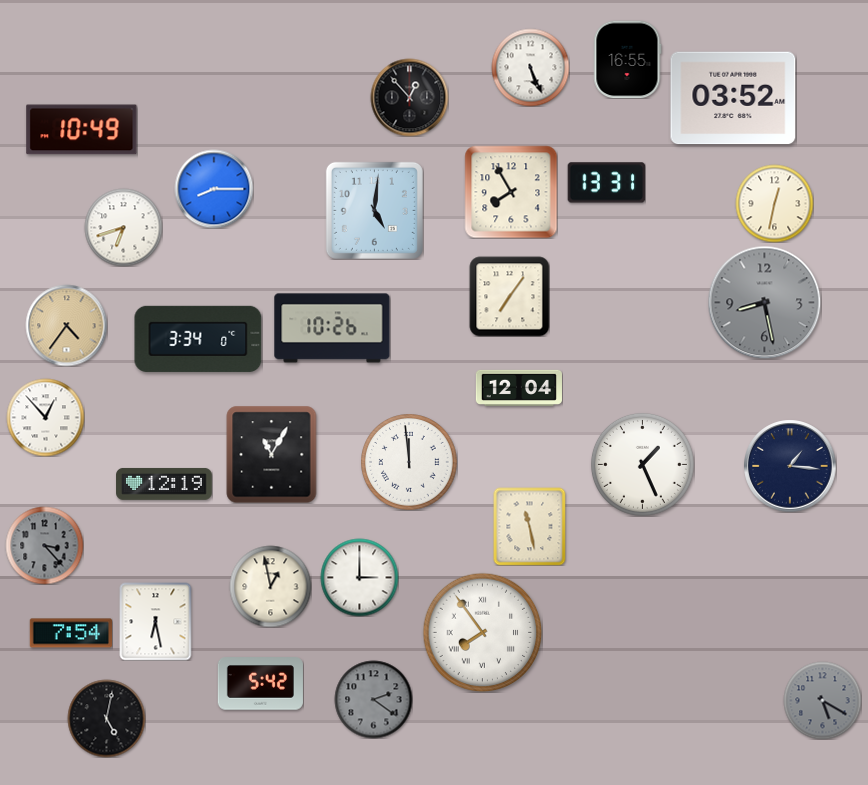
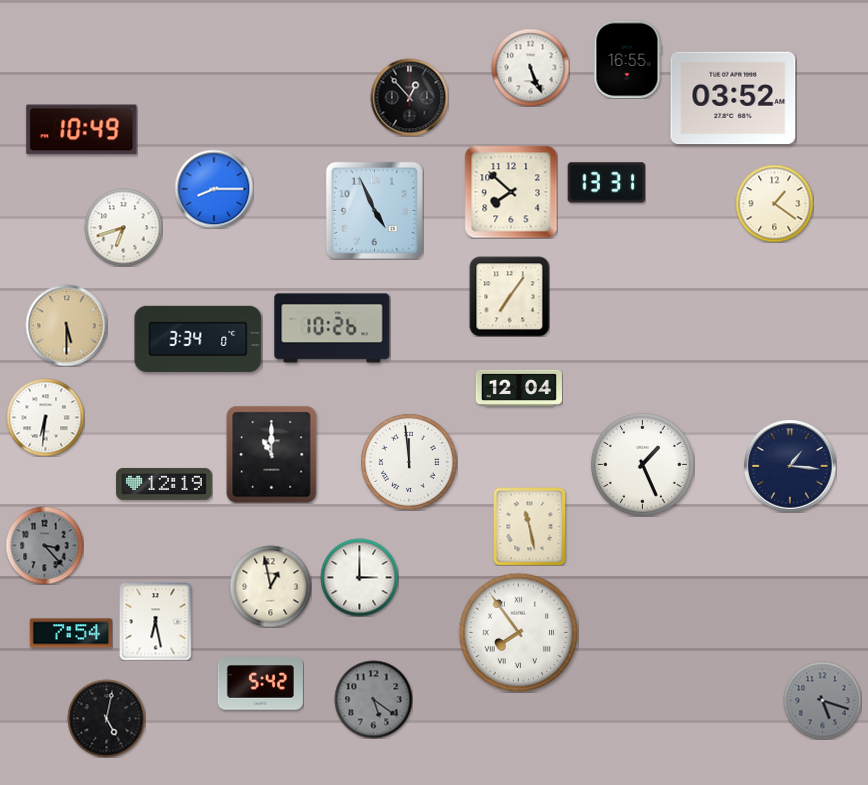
clock at (511, 192): 7:55 -> 7:52
clock at (774, 203): 12:32 -> 1:21
clock at (374, 210): 5:01 -> 4:56
clock at (764, 302): 8:28 -> none
clock at (66, 325): 4:36 -> 5:30
clock at (45, 417): 12:53 -> 6:31
clock at (272, 454): 11:05 -> 11:00
clock at (482, 632) position: (482, 632) -> (518, 632)
clock at (373, 699): 2:21 -> 5:21
clock at (822, 700): 5:20 -> 5:18
